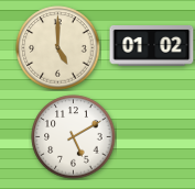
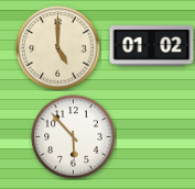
clock at (74, 137): 5:10 -> 5:53
